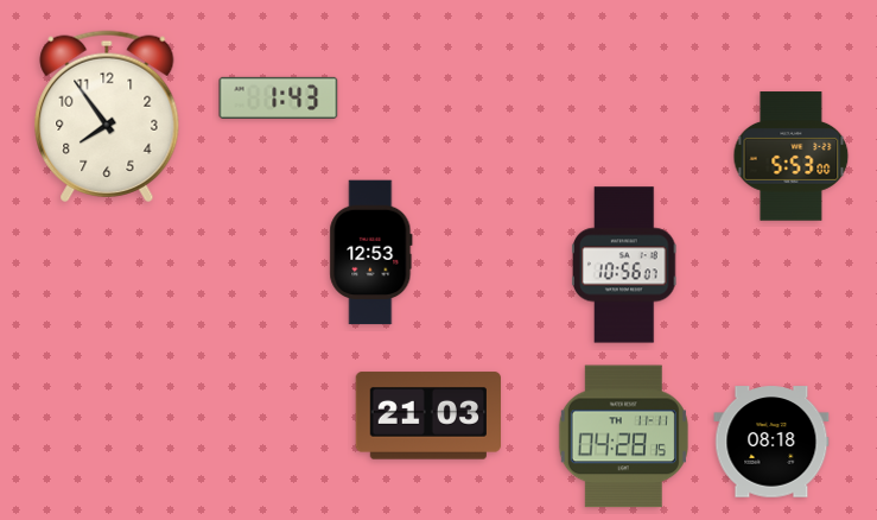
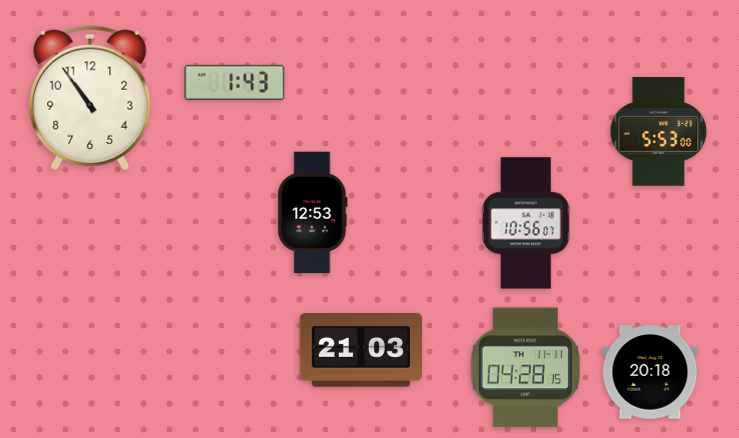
clock at (107, 116): 7:54 -> 10:54
clock at (792, 157) position: (792, 157) -> (659, 132)
clock at (771, 442): 08:18 -> 20:18
